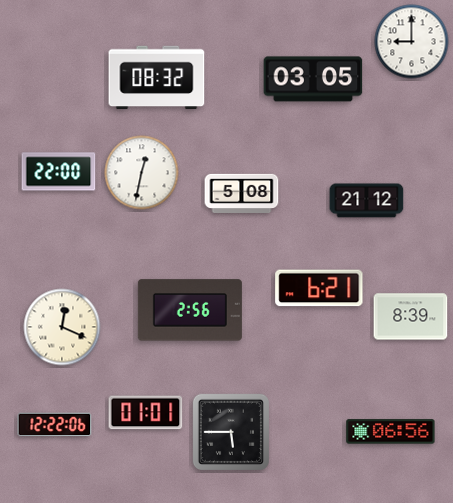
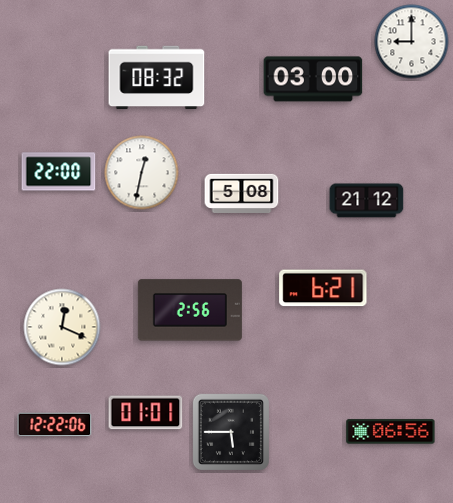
clock at (313, 79): 03:05 -> 03:00
clock at (319, 288) position: (319, 288) -> (323, 288)
clock at (411, 317): 8:39 -> none
